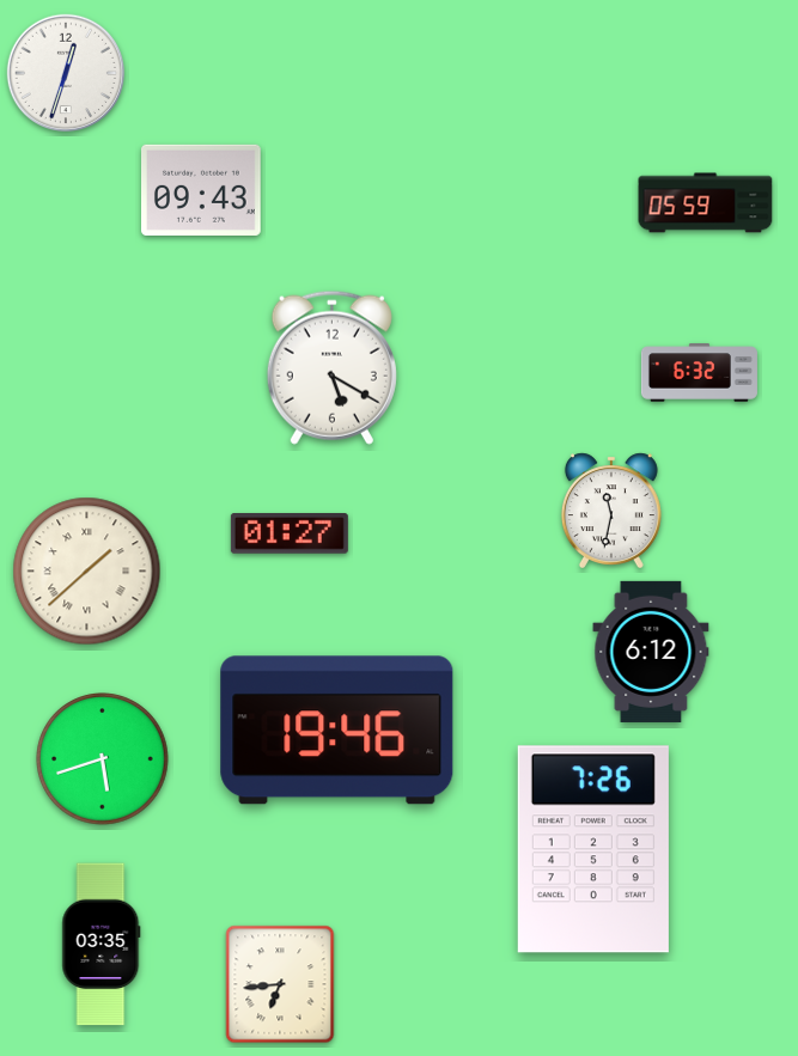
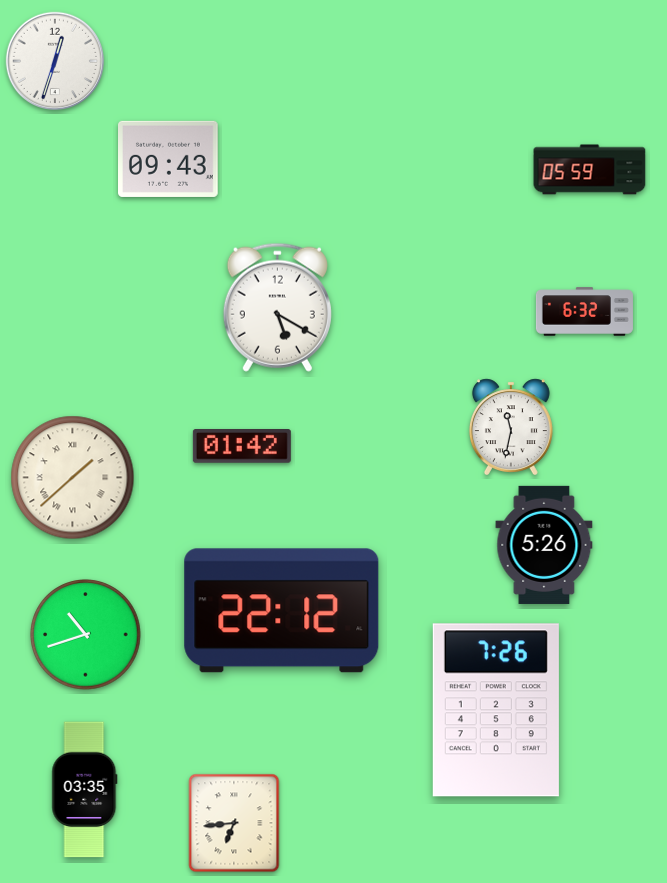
clock at (290, 535): 01:27 -> 01:42
clock at (651, 652): 6:12 -> 5:26
clock at (337, 731): 19:46 -> 22:12
clock at (103, 759): 5:42 -> 10:42
